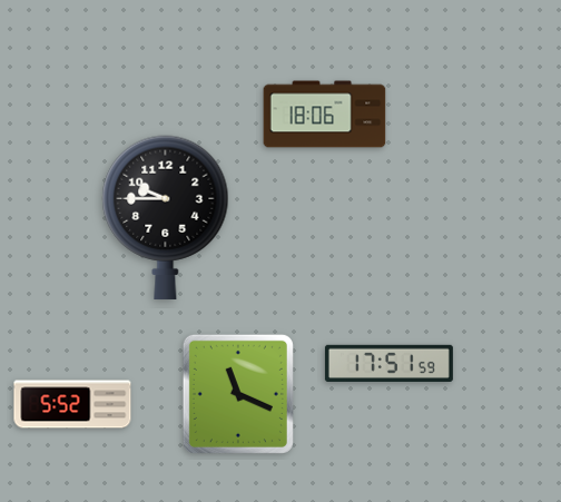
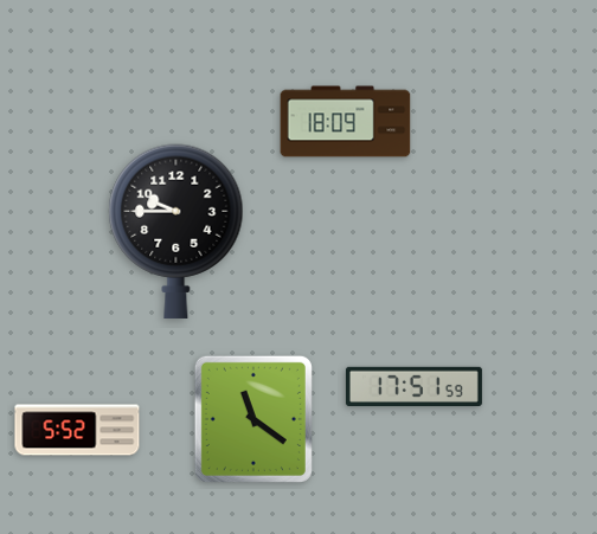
clock at (325, 115): 18:06 -> 18:09
clock at (238, 394): 11:19 -> 11:21
